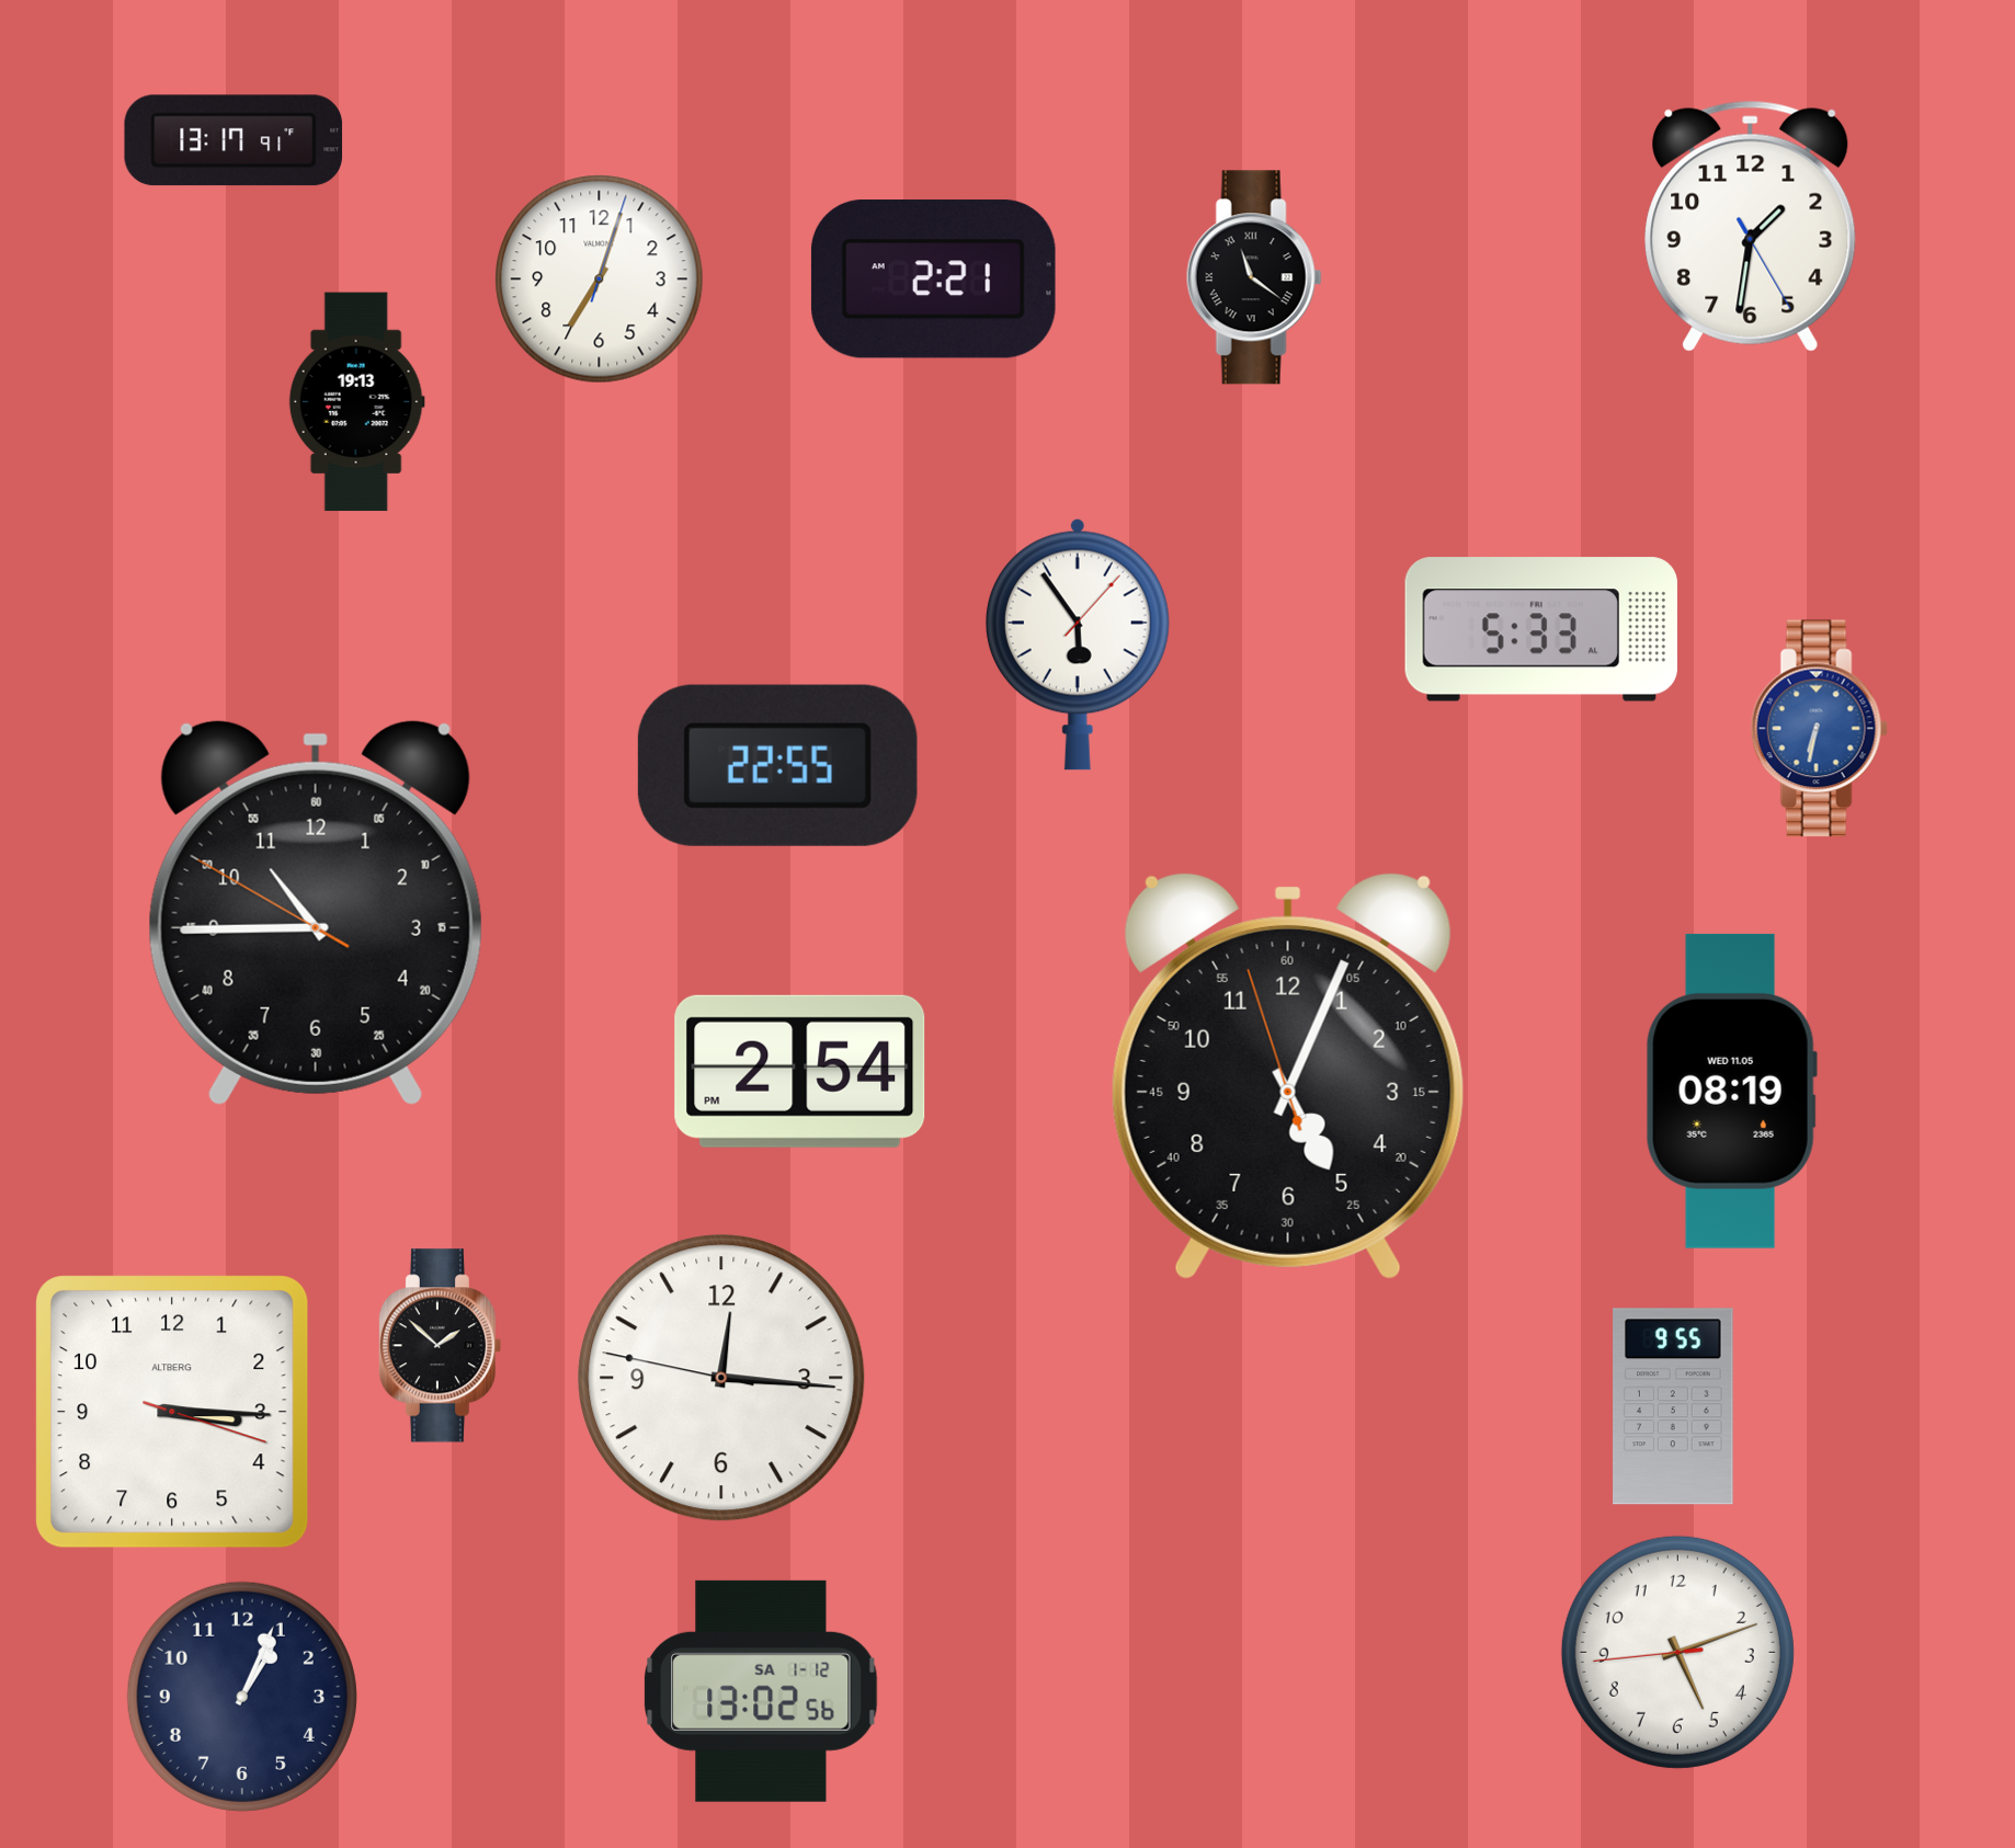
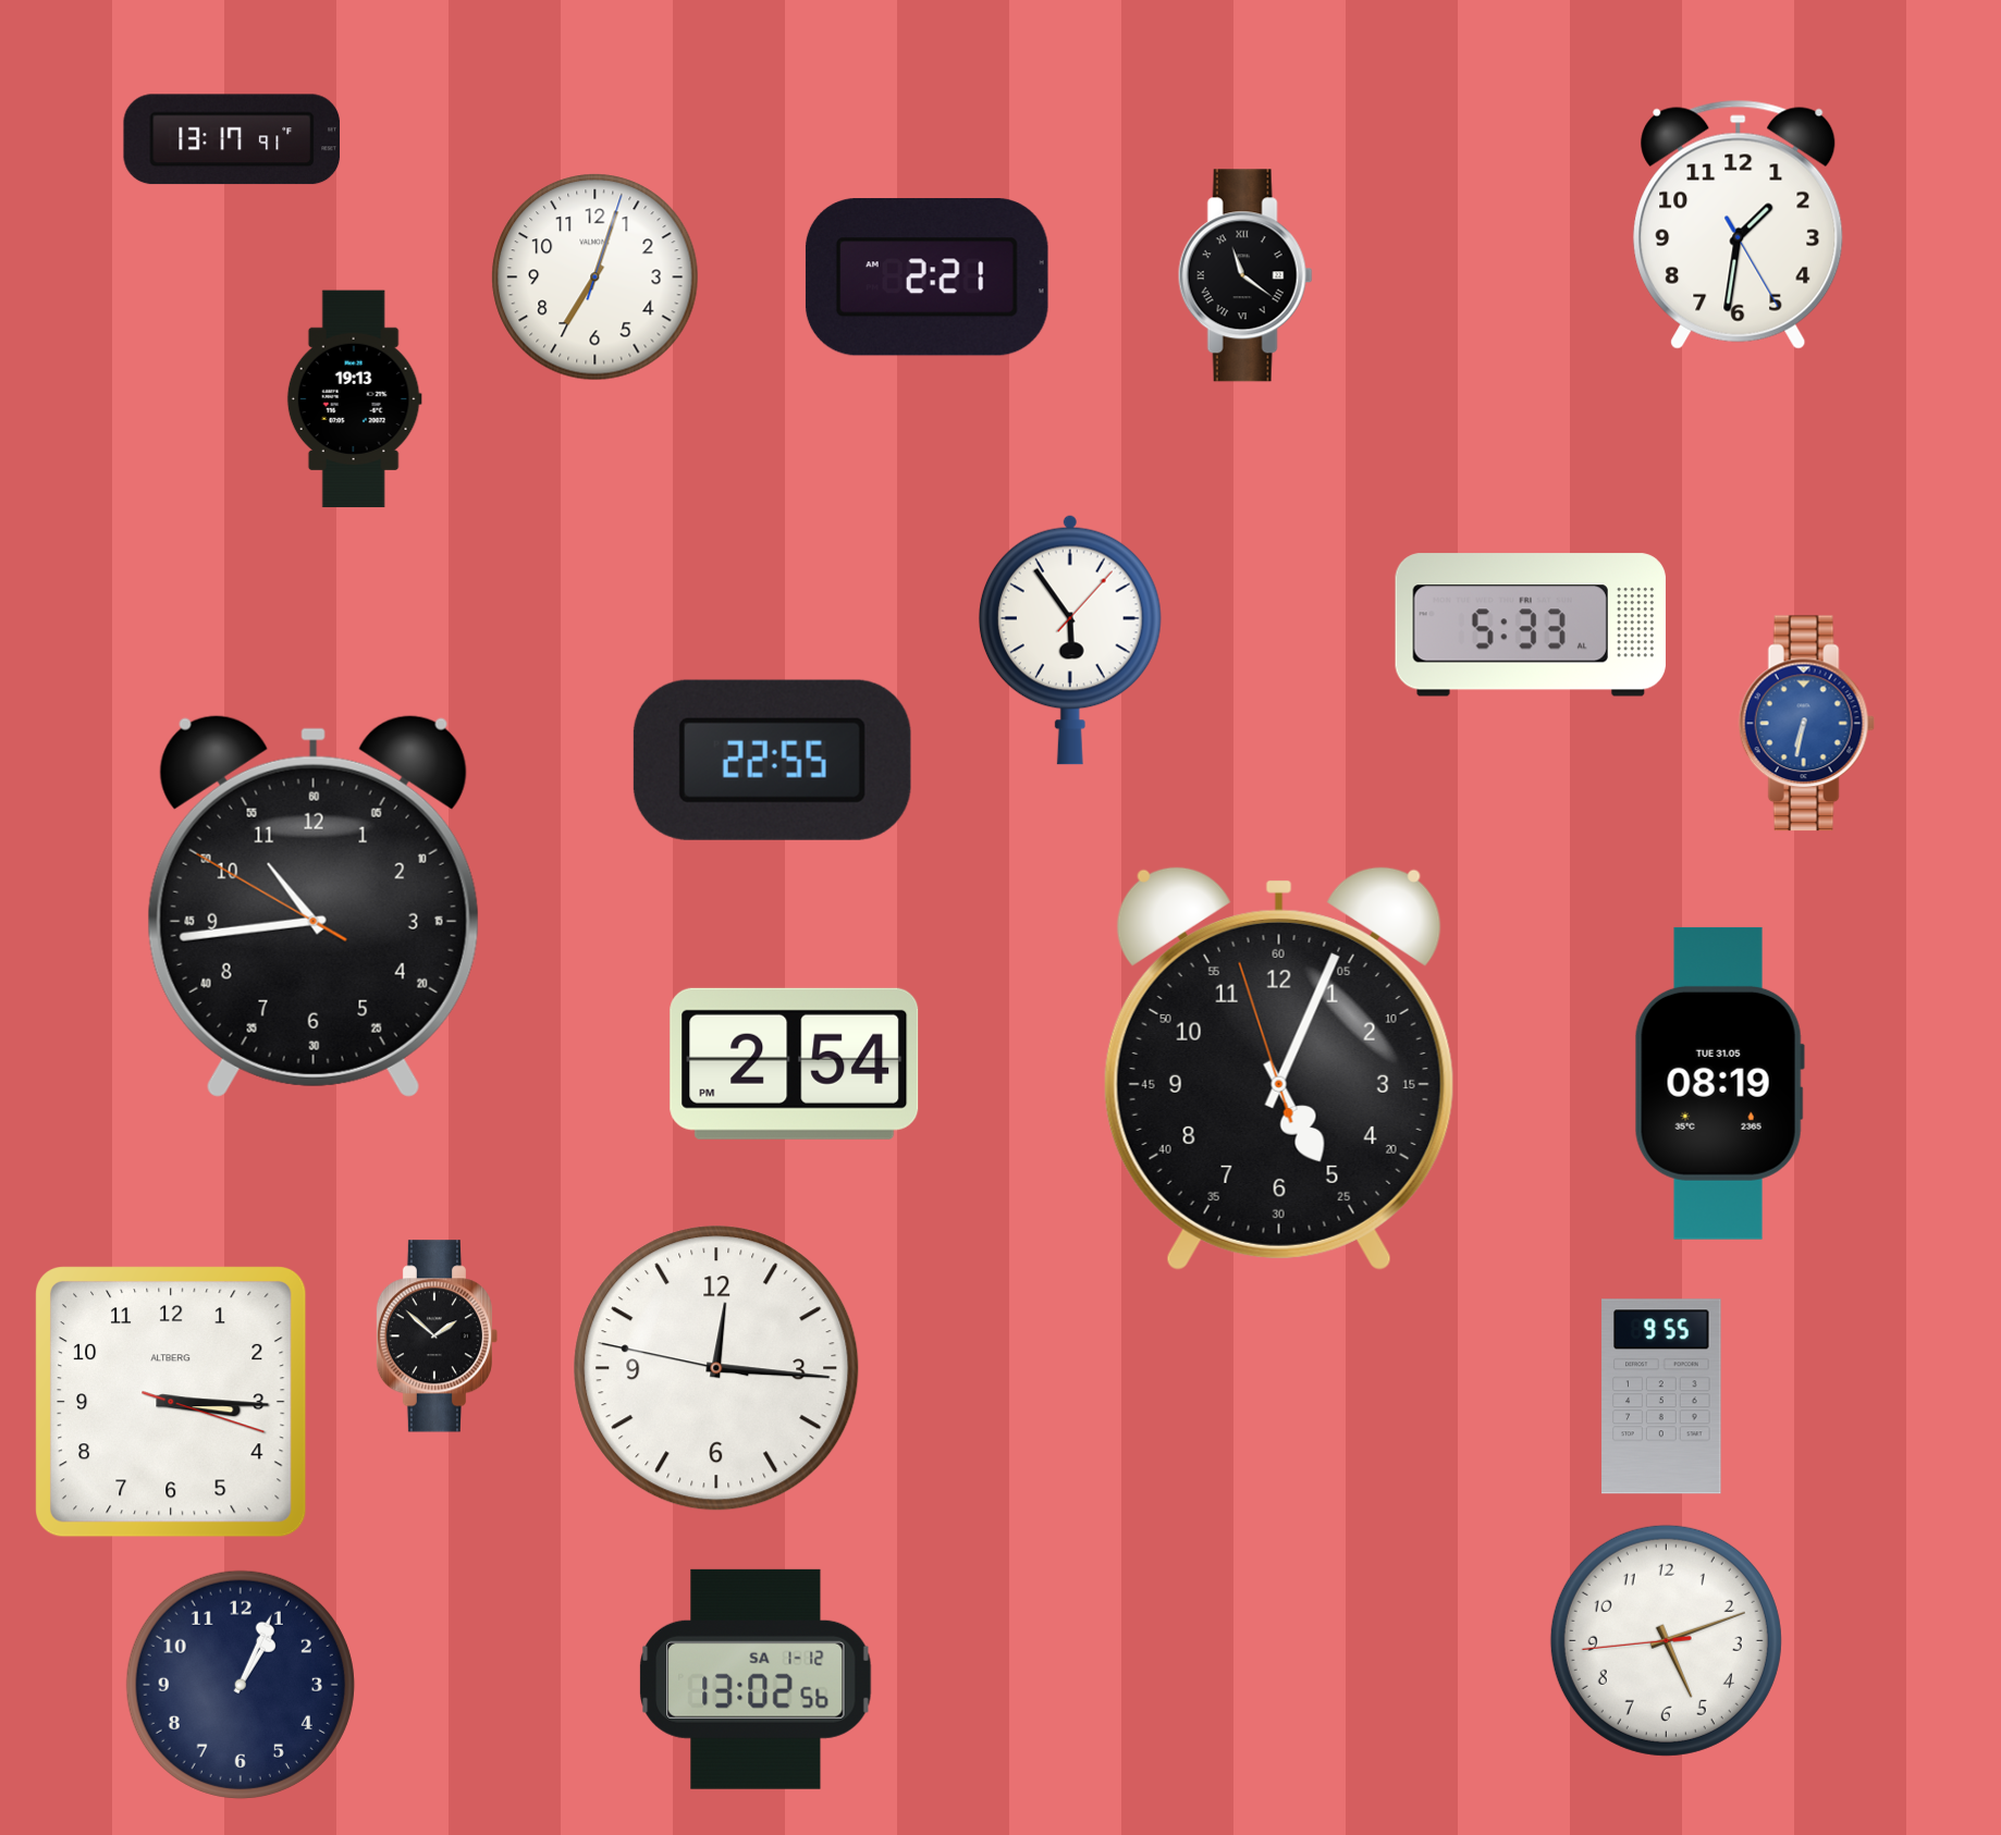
clock at (316, 912): 10:44 -> 10:43
clock at (1731, 1091) date: WED 11.05 -> TUE 31.05
